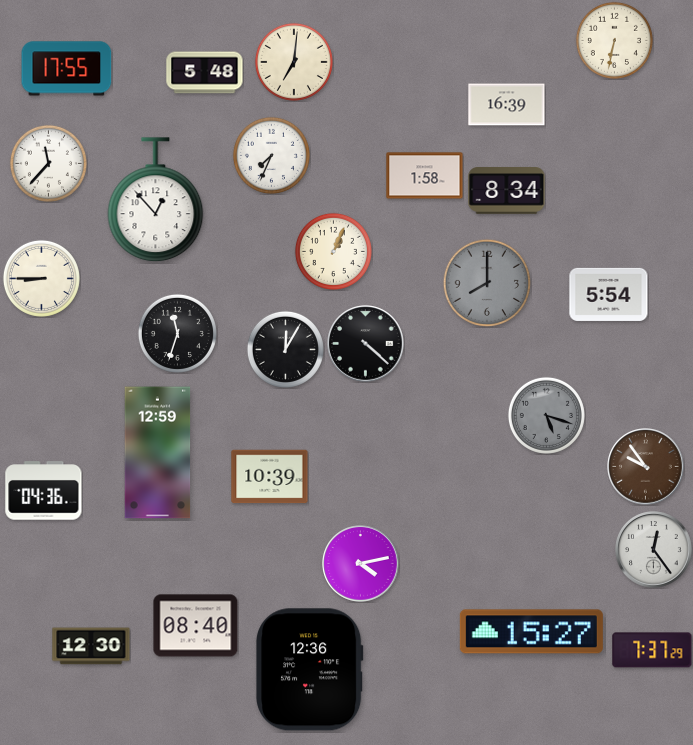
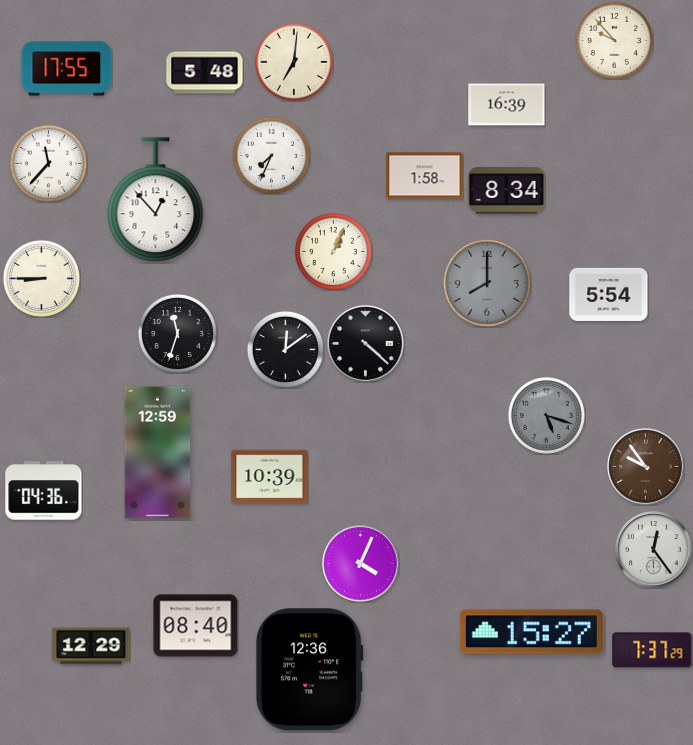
clock at (614, 40): 6:32 -> 9:53
clock at (285, 349): 12:05 -> 12:09
clock at (361, 564): 4:13 -> 4:04
clock at (91, 646): 12:30 -> 12:29
